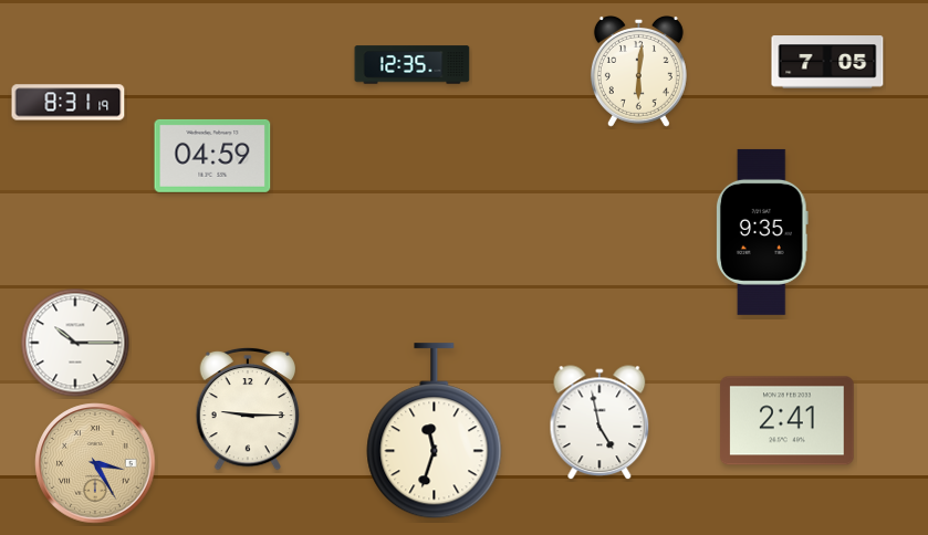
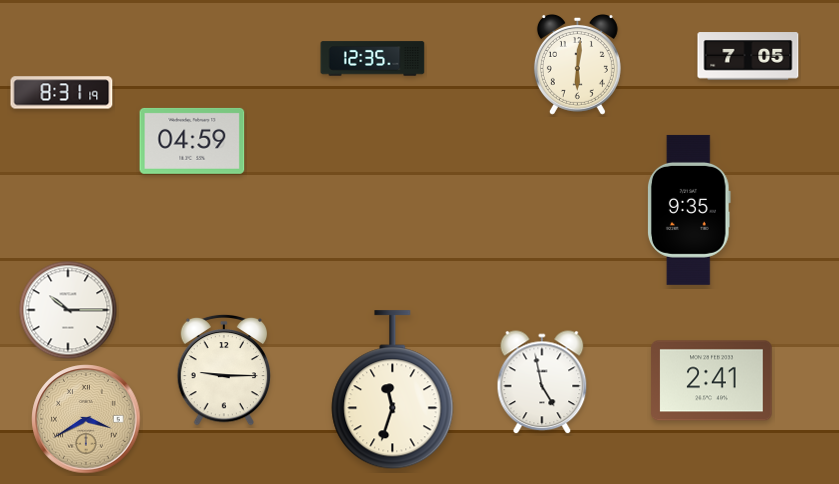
clock at (95, 463): 3:25 -> 3:40
